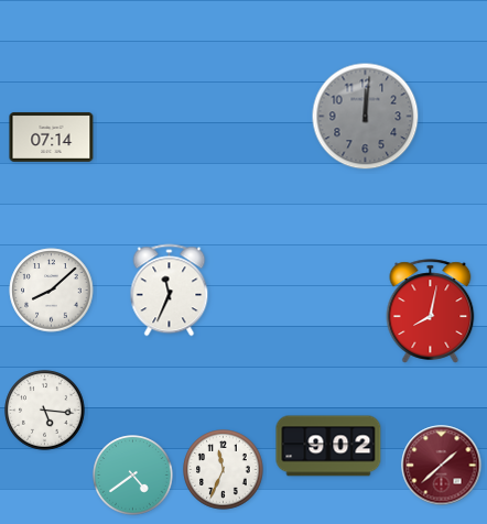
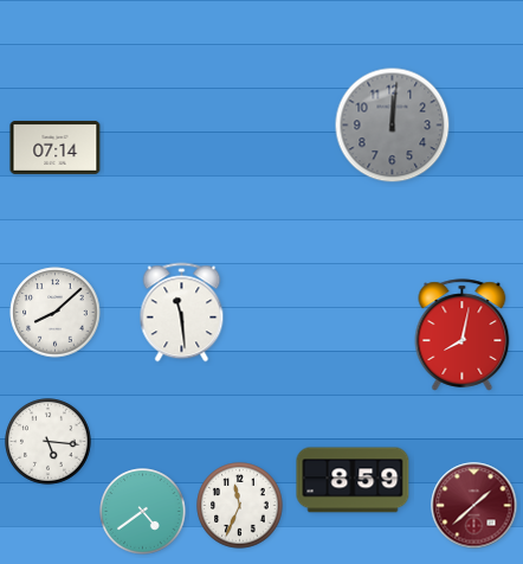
clock at (170, 291): 11:34 -> 11:29
clock at (328, 446): 9:02 -> 8:59
clock at (442, 466) position: (442, 466) -> (474, 506)
